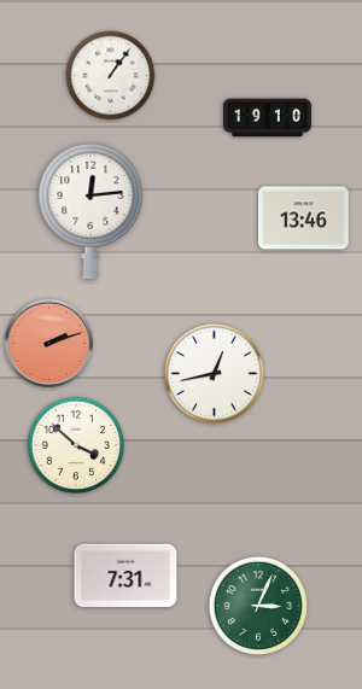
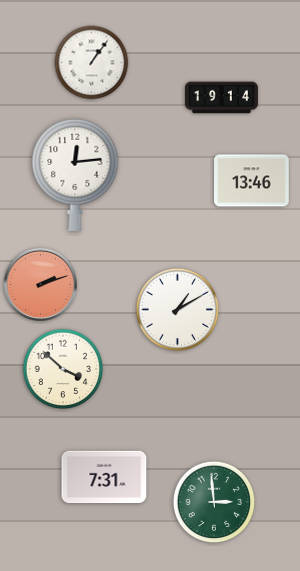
clock at (267, 118): 19:10 -> 19:14
clock at (214, 373): 12:43 -> 1:10
clock at (258, 606): 3:04 -> 2:59
